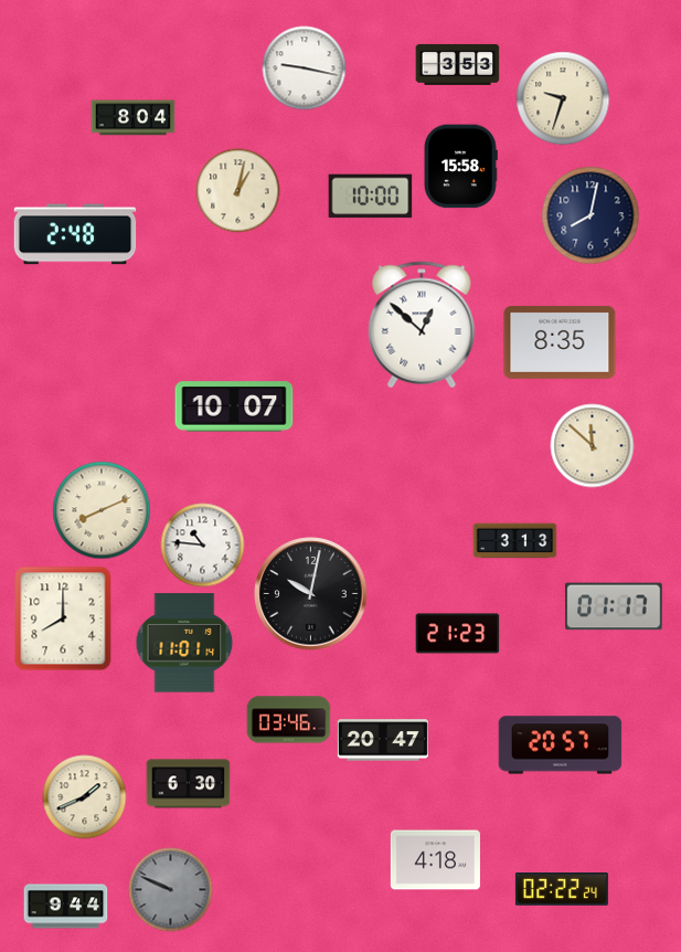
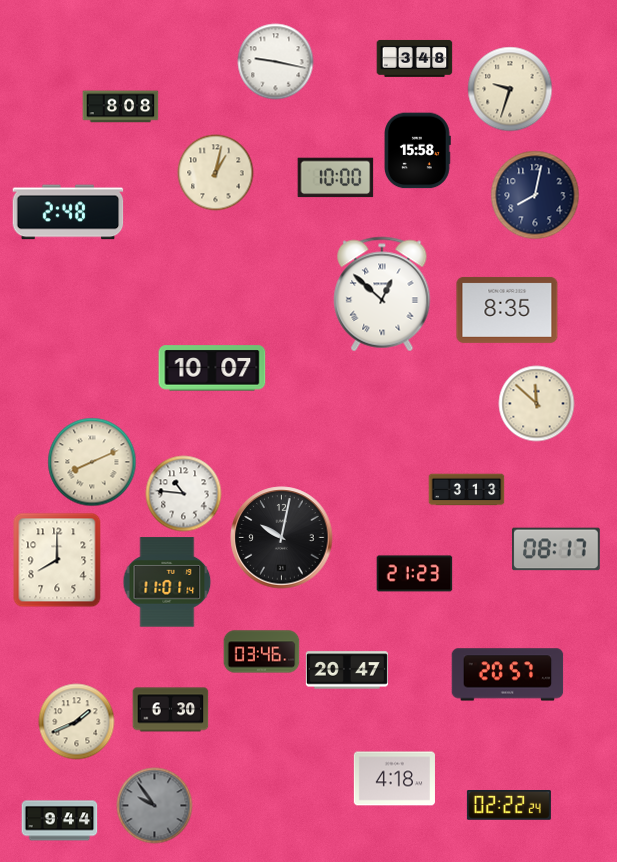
clock at (458, 64): 3:53 -> 3:48
clock at (134, 118): 8:04 -> 8:08
clock at (614, 606): 01:17 -> 08:17
clock at (171, 890): 9:49 -> 9:54
